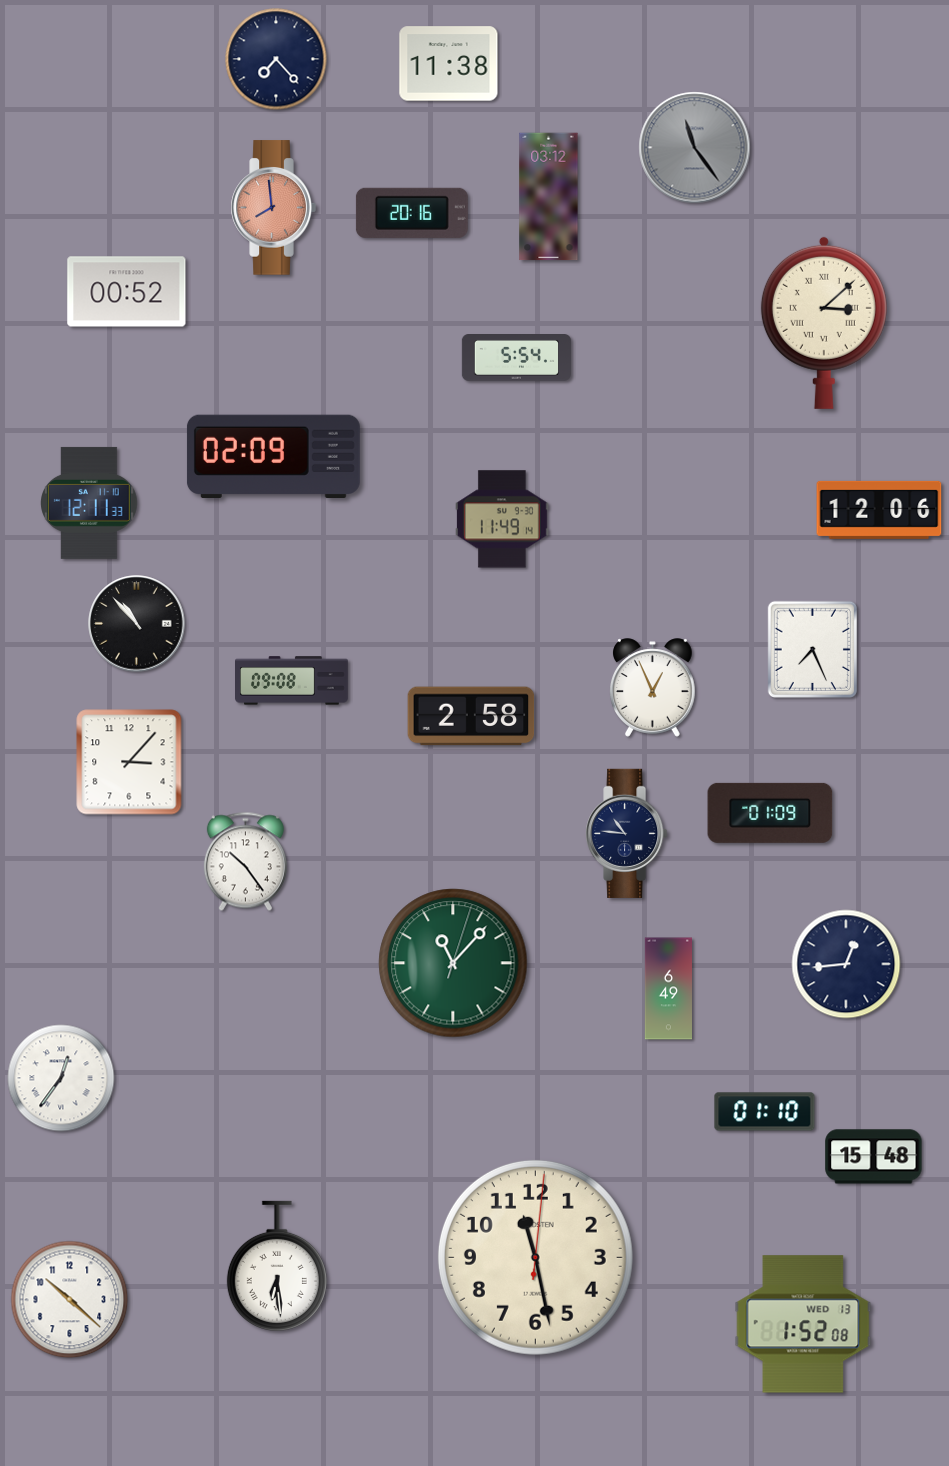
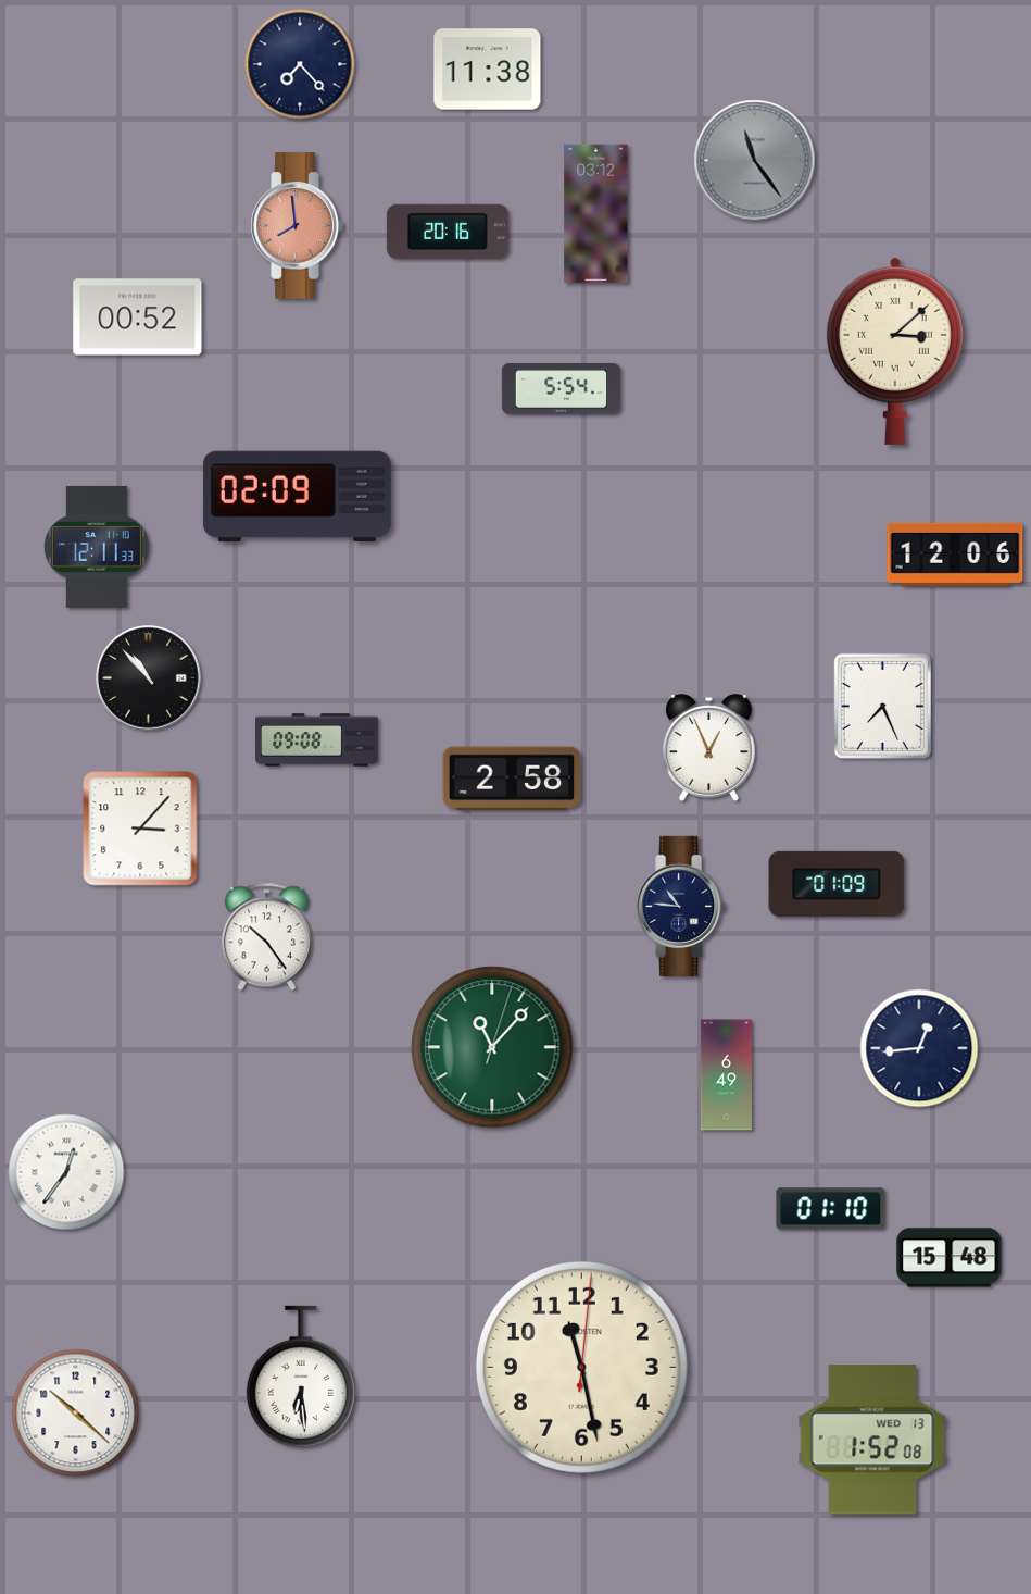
clock at (503, 519): 11:49 -> none
